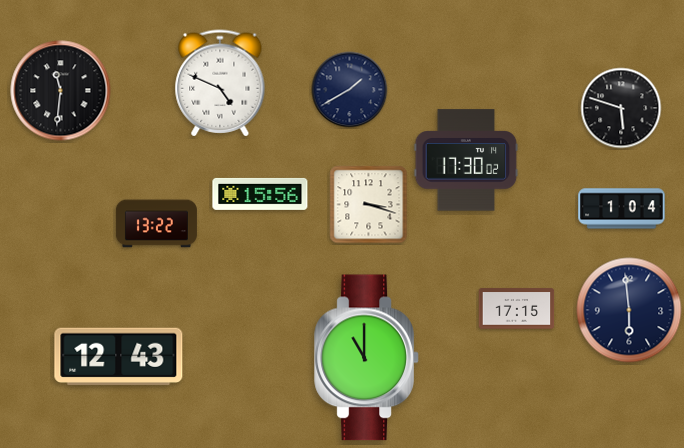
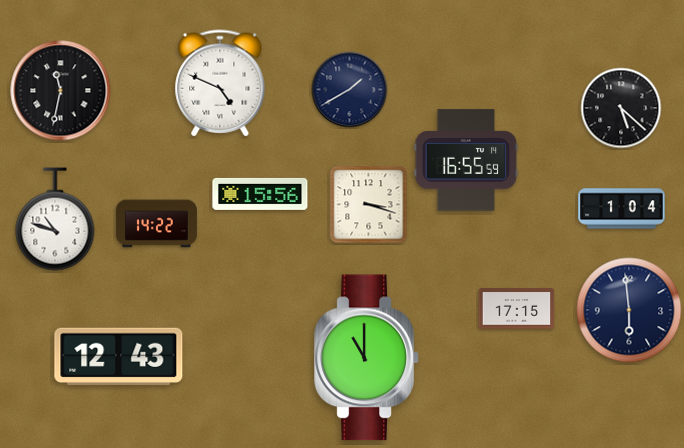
clock at (61, 91): 11:31 -> 11:32
clock at (621, 108): 5:48 -> 5:22
clock at (466, 160): 17:30 -> 16:55
clock at (55, 219): none -> 10:48
clock at (156, 224): 13:22 -> 14:22
